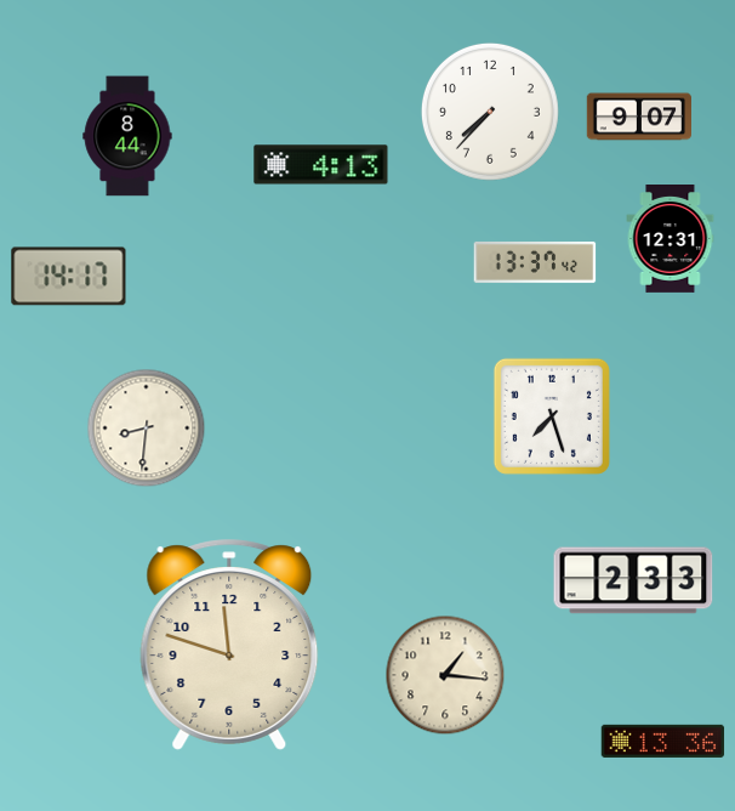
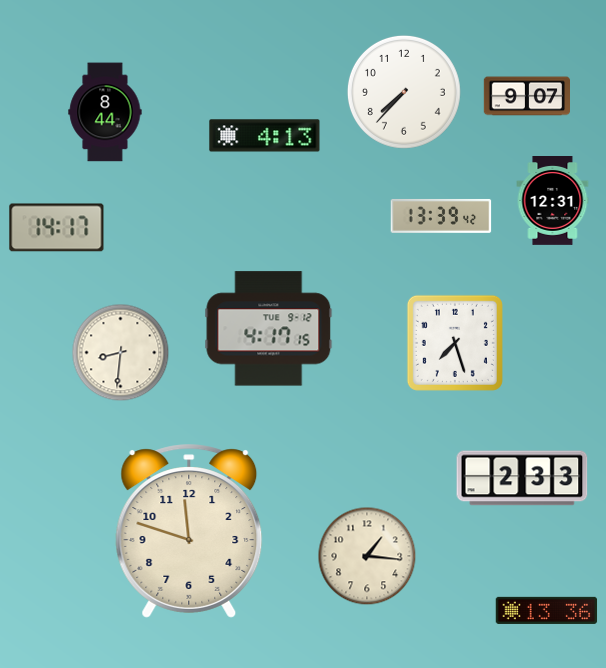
clock at (671, 239) position: (671, 239) -> (553, 201)
clock at (535, 262): 13:37 -> 13:39
clock at (269, 329): none -> 4:17
